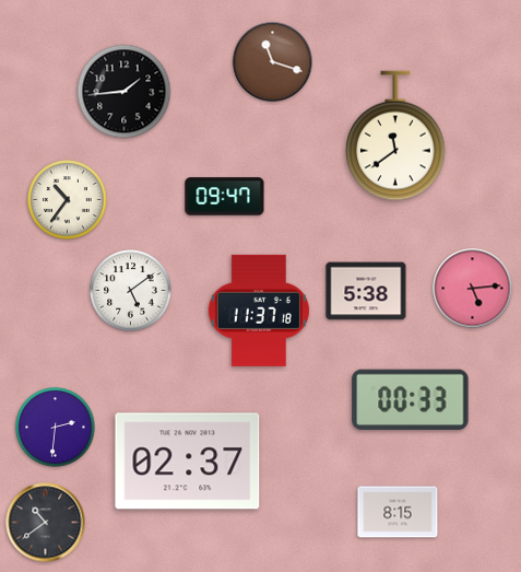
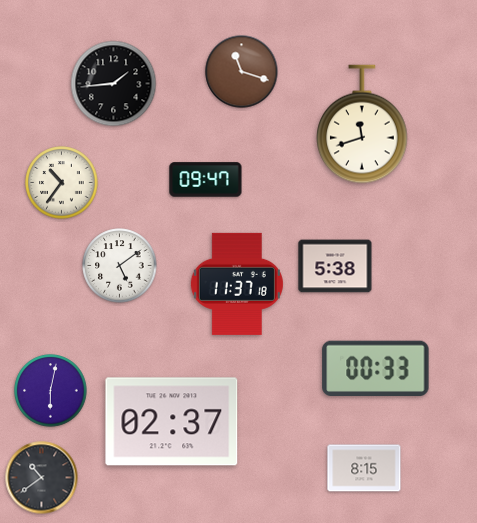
clock at (273, 62) position: (273, 62) -> (242, 72)
clock at (395, 136): 11:39 -> 11:42
clock at (473, 289): 5:14 -> none
clock at (411, 399) position: (411, 399) -> (376, 368)
clock at (56, 428): 2:31 -> 6:02
